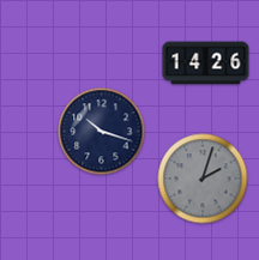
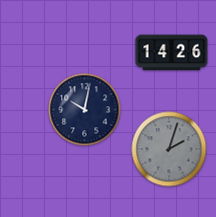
clock at (102, 132): 10:18 -> 10:02
